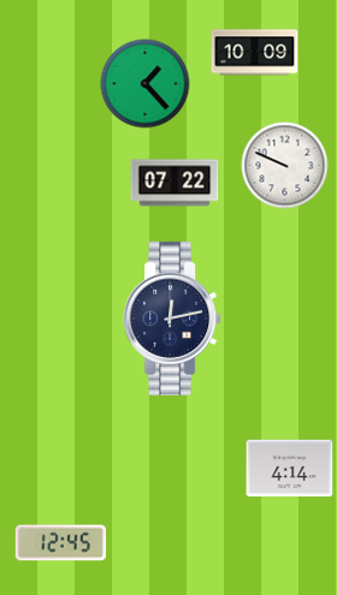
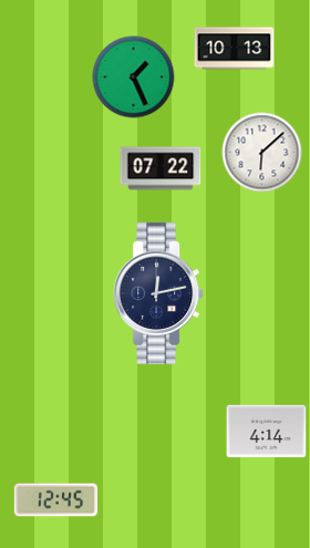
clock at (255, 53): 10:09 -> 10:13
clock at (146, 84): 1:23 -> 1:26
clock at (285, 166): 9:49 -> 6:08
